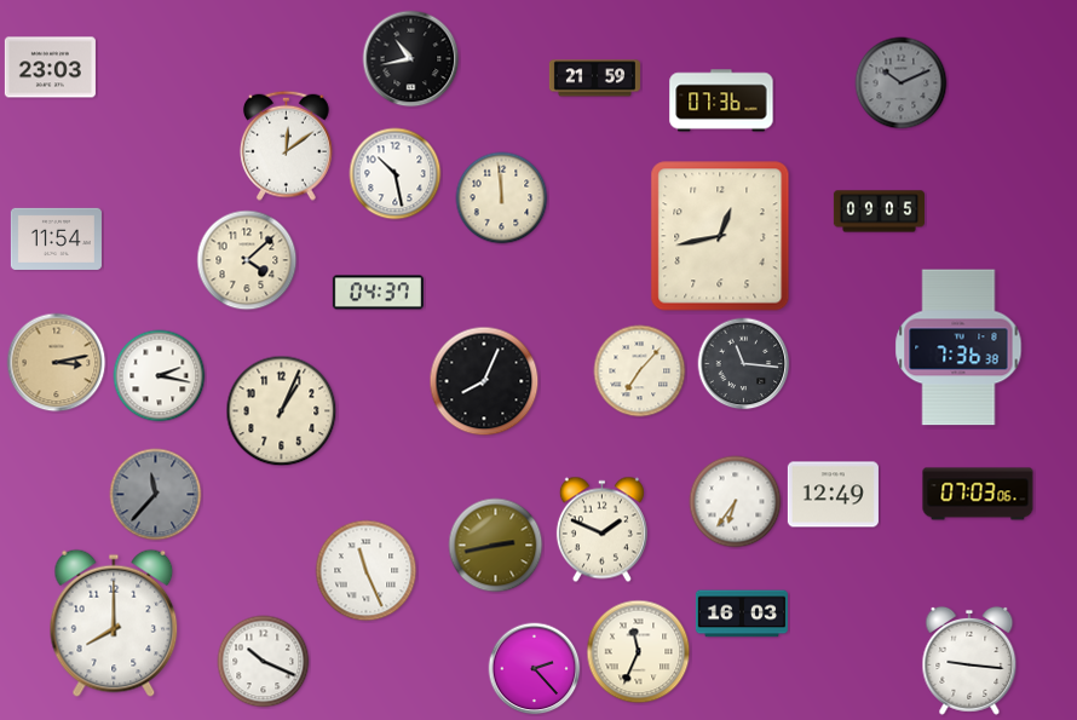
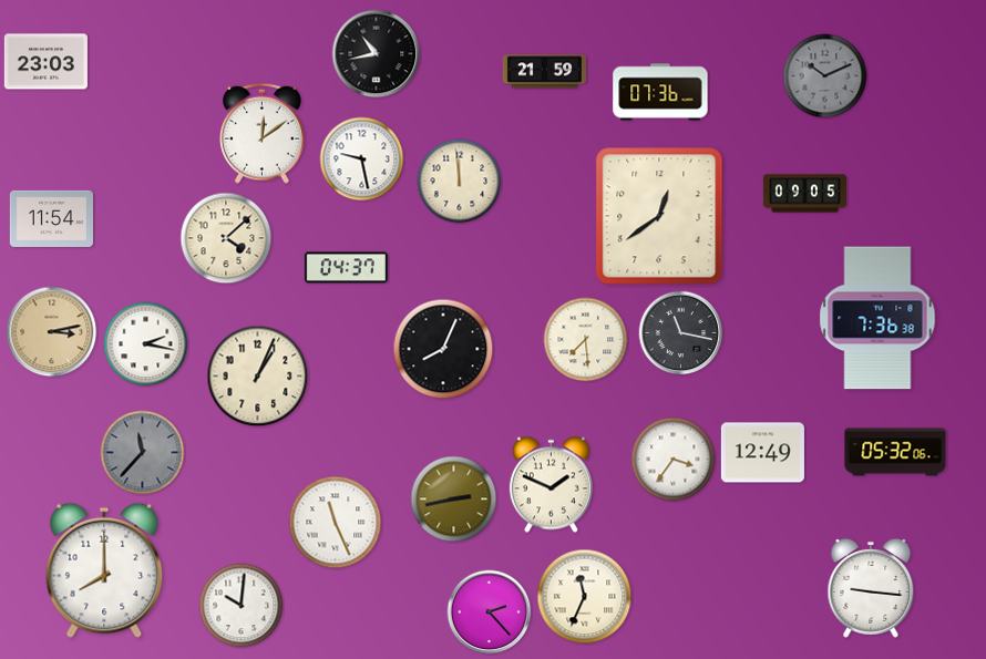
clock at (396, 174): 10:28 -> 9:28
clock at (720, 236): 12:43 -> 12:39
clock at (744, 364): 11:16 -> 11:17
clock at (640, 371): 7:07 -> 7:29
clock at (978, 494): 07:03 -> 05:32
clock at (736, 502): 6:36 -> 3:36
clock at (742, 614): 16:03 -> none
clock at (969, 661) position: (969, 661) -> (871, 588)
clock at (264, 662): 10:19 -> 10:01
